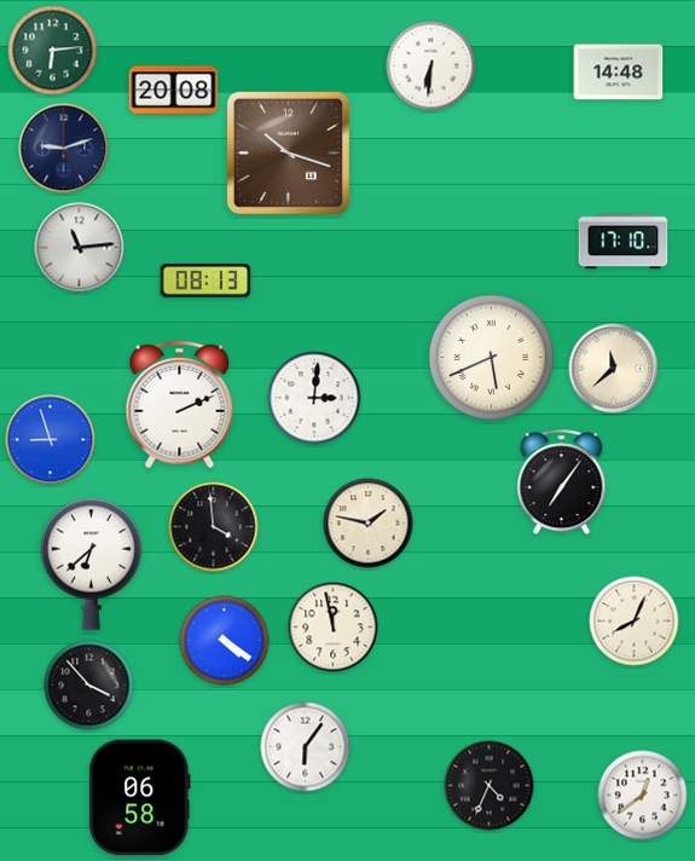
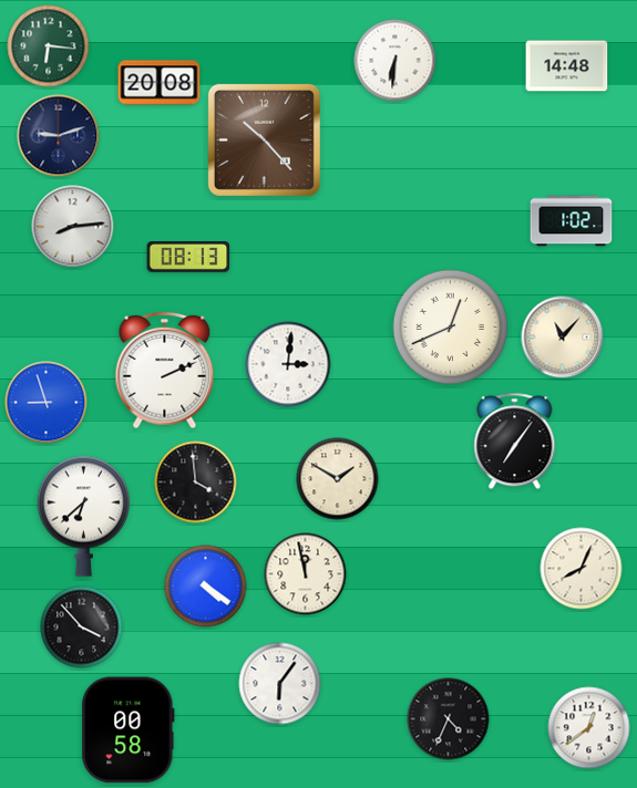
clock at (53, 51): 6:14 -> 6:16
clock at (288, 152): 10:18 -> 10:23
clock at (624, 242): 17:10 -> 1:02
clock at (80, 248): 11:14 -> 8:14
clock at (492, 358): 5:41 -> 12:41
clock at (614, 369): 11:38 -> 11:07
clock at (369, 524): 1:47 -> 1:50
clock at (140, 798): 06:58 -> 00:58
